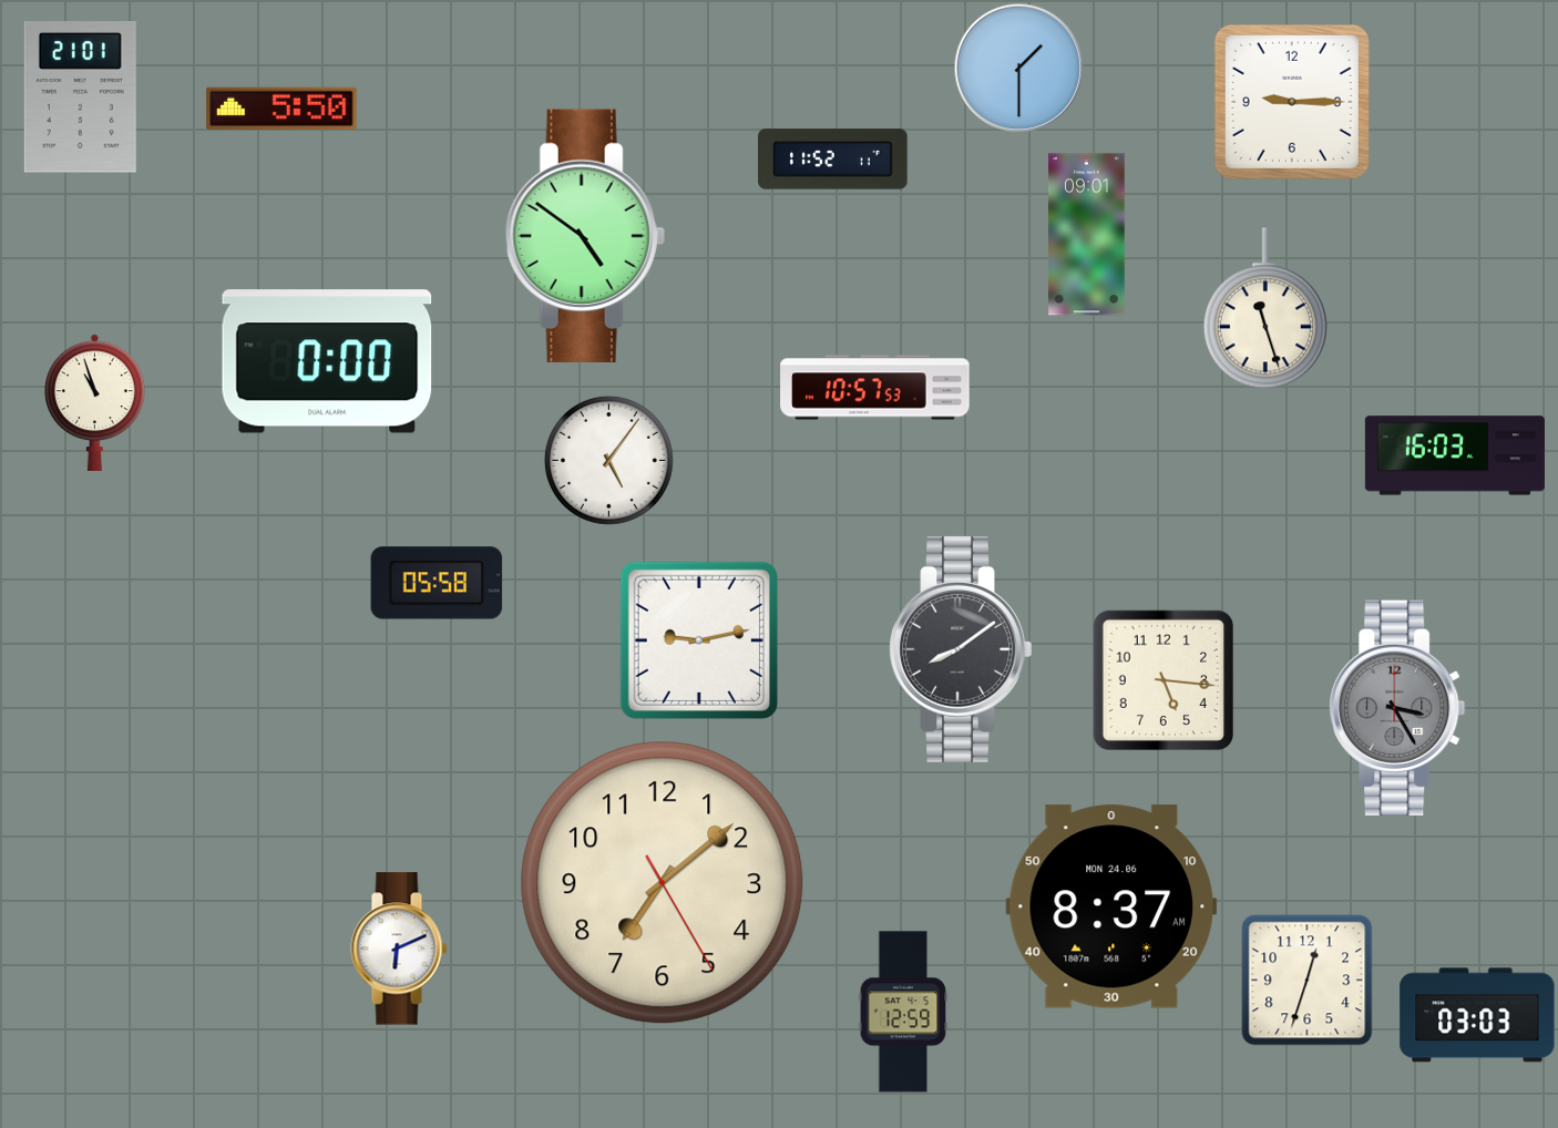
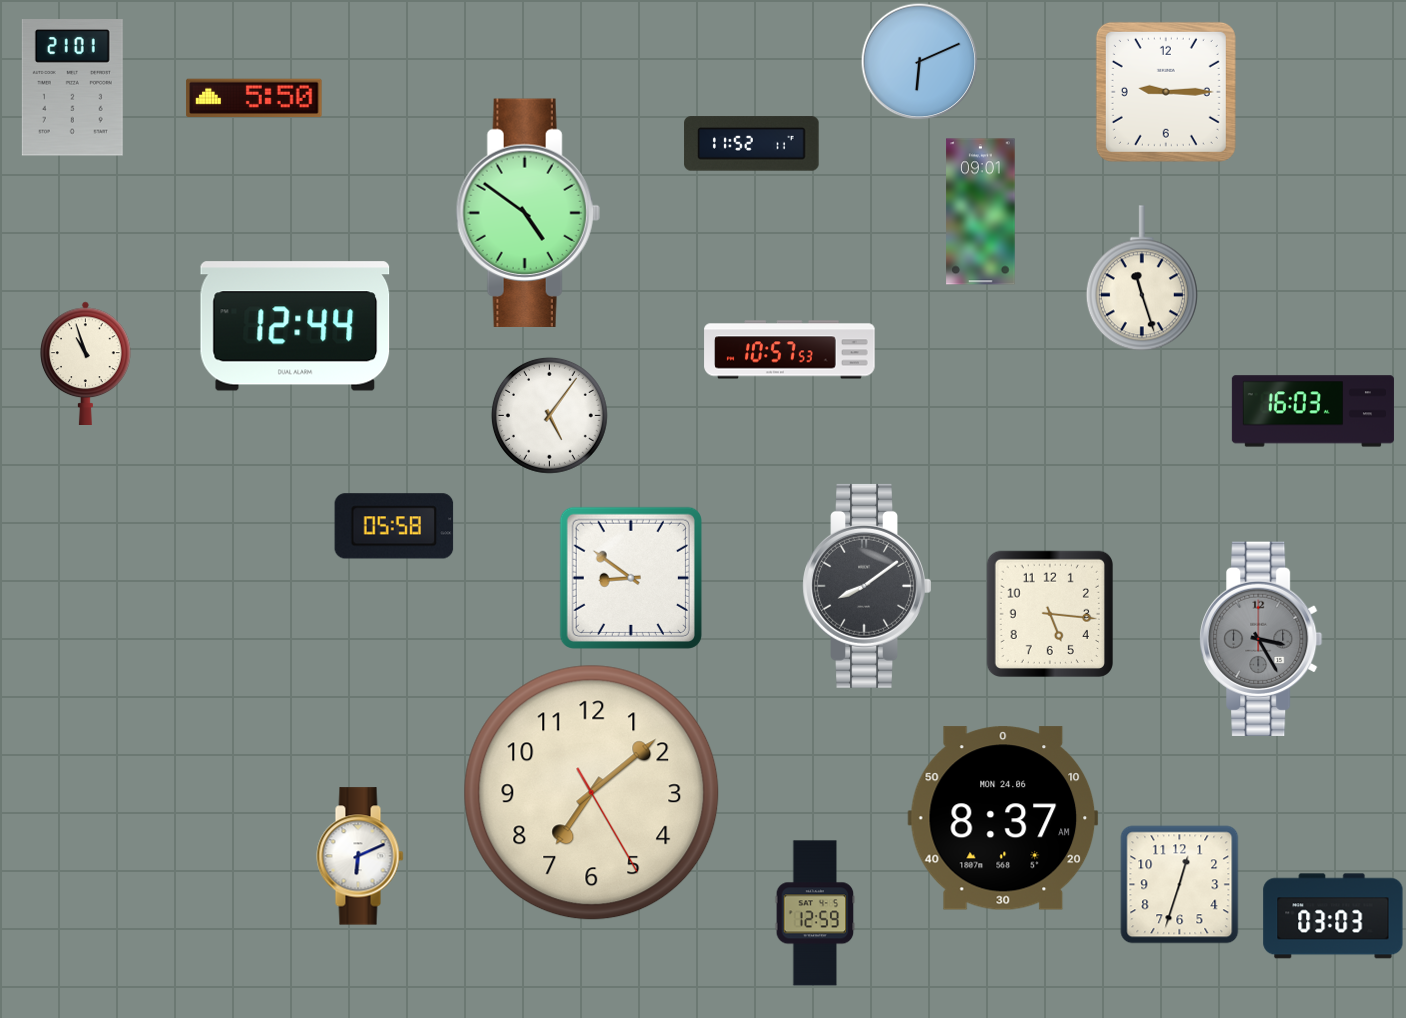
clock at (1019, 69): 1:30 -> 6:11
clock at (327, 361): 0:00 -> 12:44
clock at (699, 640): 9:13 -> 8:51
clock at (663, 883) position: (663, 883) -> (592, 793)
